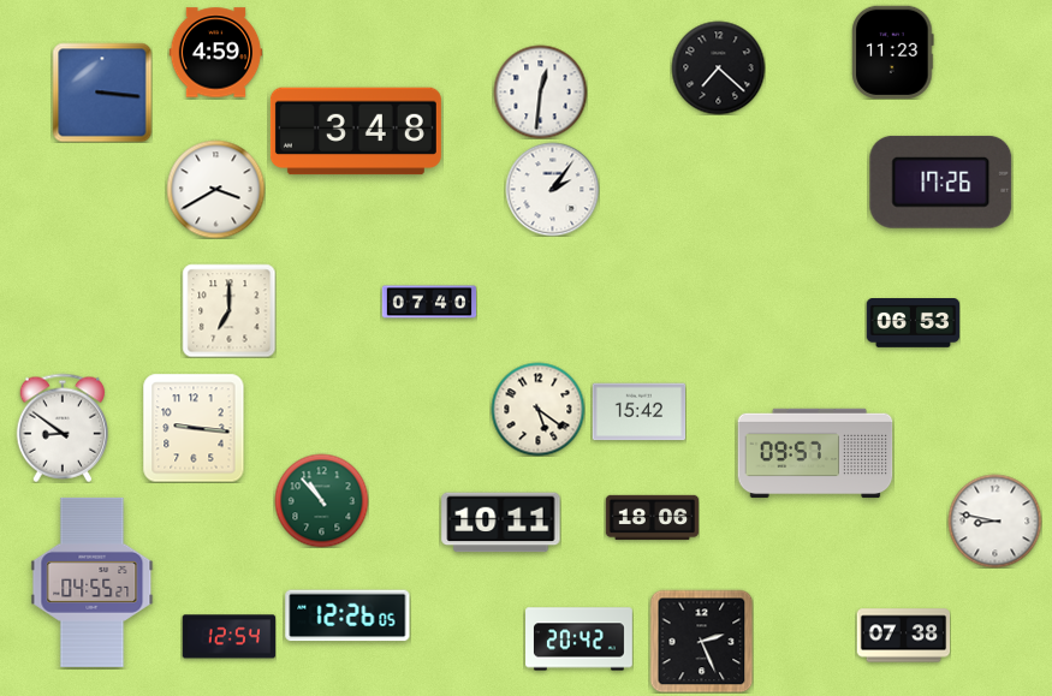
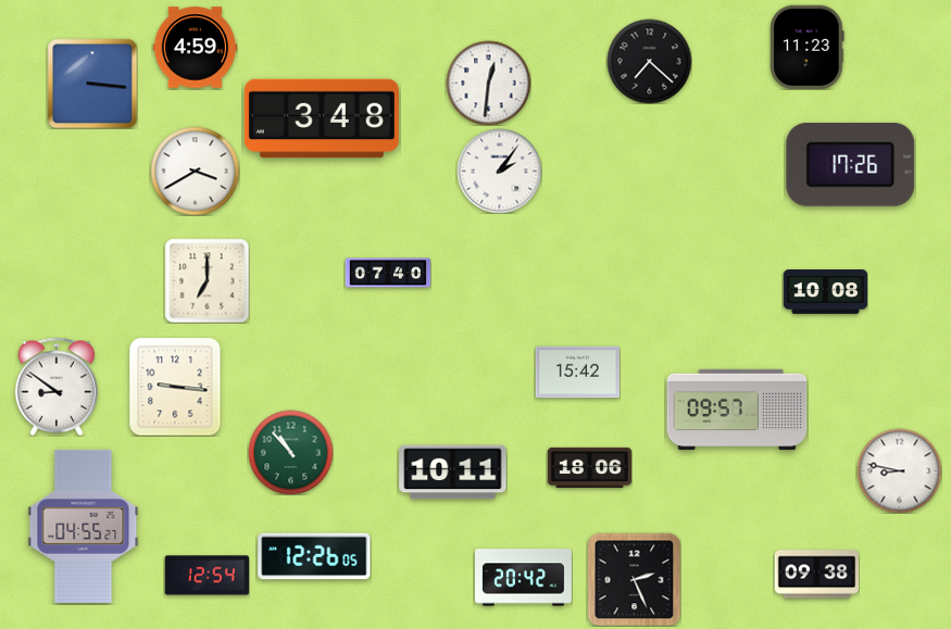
clock at (913, 323): 06:53 -> 10:08
clock at (537, 409): 5:21 -> none
clock at (903, 636): 07:38 -> 09:38
